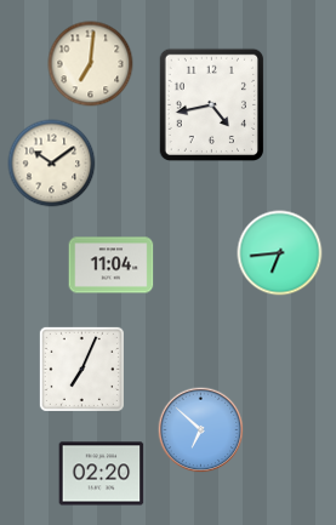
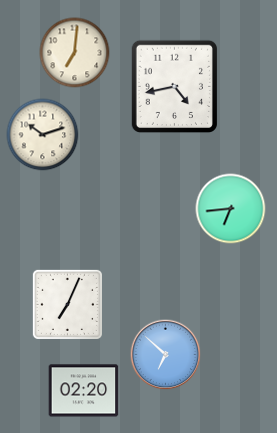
clock at (52, 164): 10:09 -> 10:12
clock at (112, 266): 11:04 -> none
